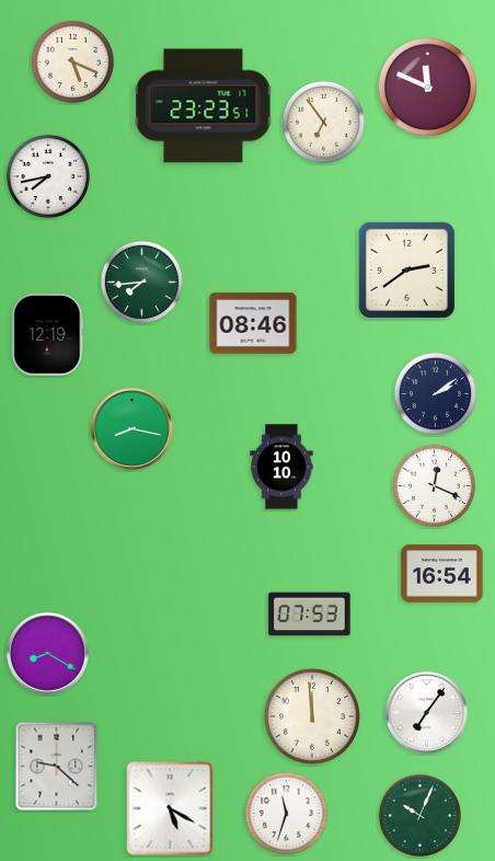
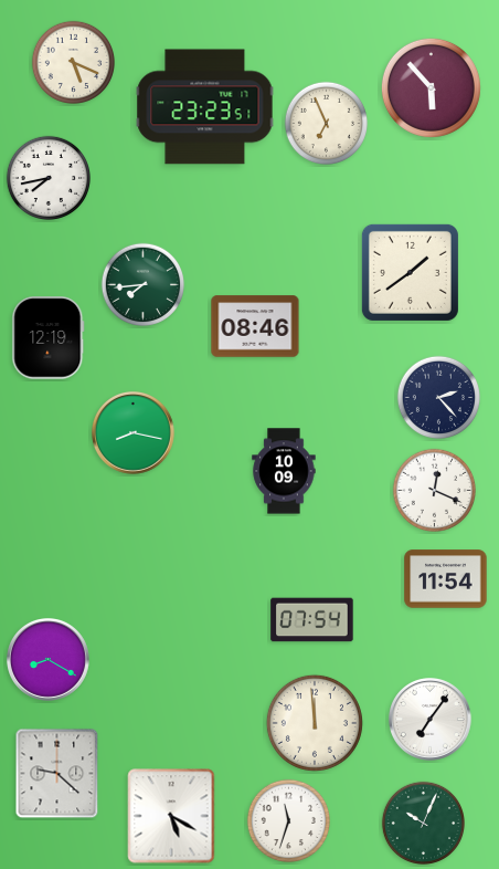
clock at (427, 87): 11:49 -> 5:53
clock at (323, 122): 6:54 -> 6:56
clock at (406, 269): 2:39 -> 1:39
clock at (435, 393): 2:09 -> 2:23
clock at (281, 467): 10:10 -> 10:09
clock at (434, 485) position: (434, 485) -> (434, 490)
clock at (442, 574): 16:54 -> 11:54
clock at (310, 615): 07:53 -> 07:54
